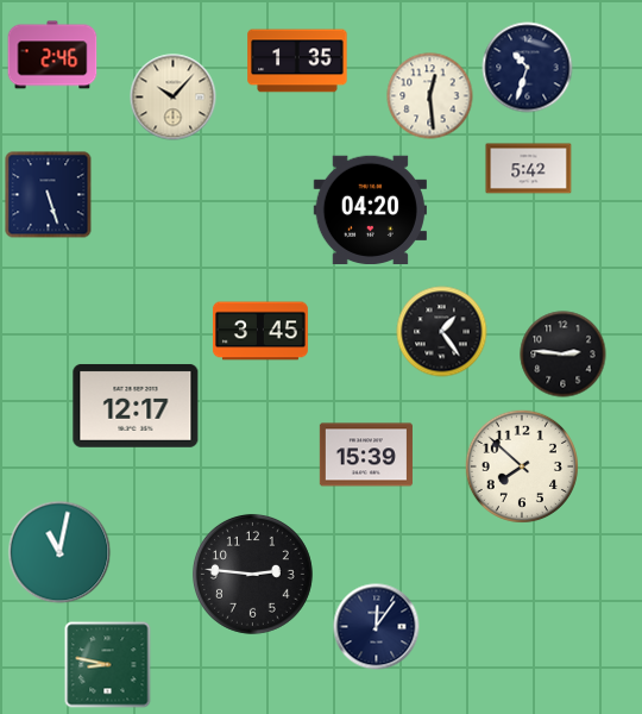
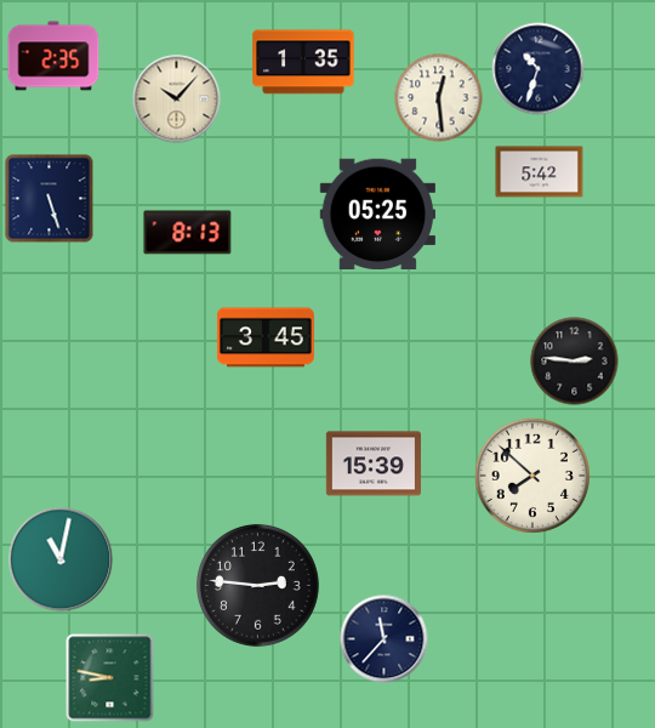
clock at (52, 55): 2:46 -> 2:35
clock at (370, 209): 04:20 -> 05:25
clock at (188, 233): none -> 8:13
clock at (442, 332): 1:24 -> none
clock at (136, 406): 12:17 -> none
clock at (59, 552) position: (59, 552) -> (61, 559)
clock at (377, 627): 12:06 -> 11:37
